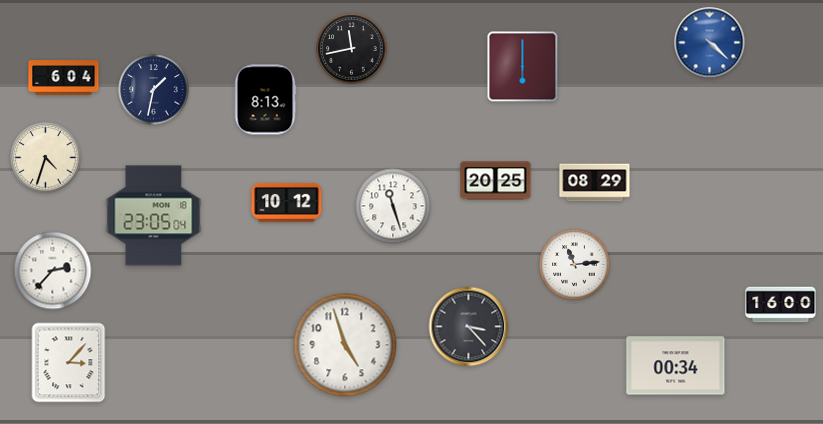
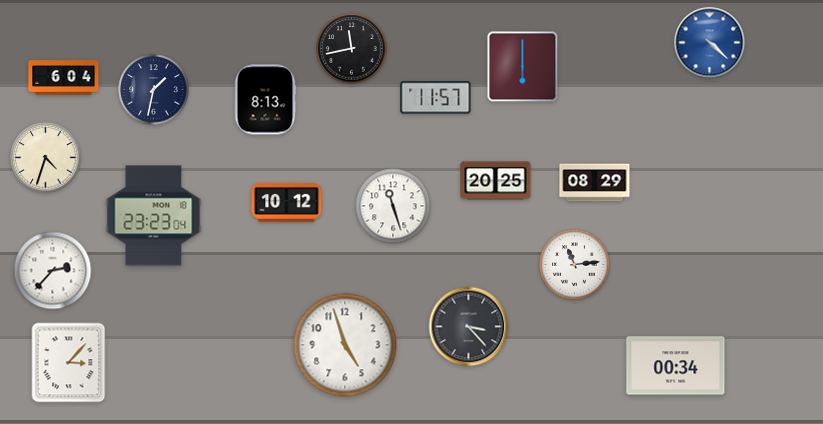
clock at (436, 98): none -> 11:57
clock at (154, 216): 23:05 -> 23:23
clock at (781, 305): 16:00 -> none
